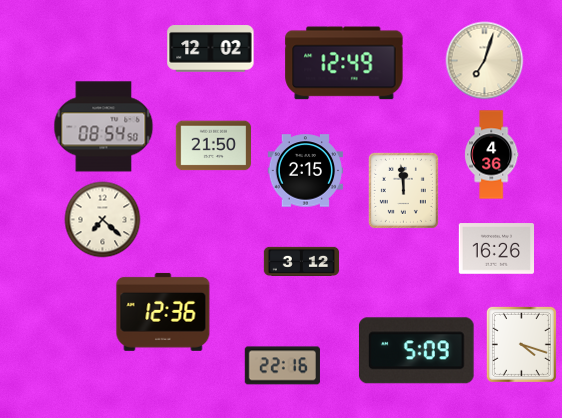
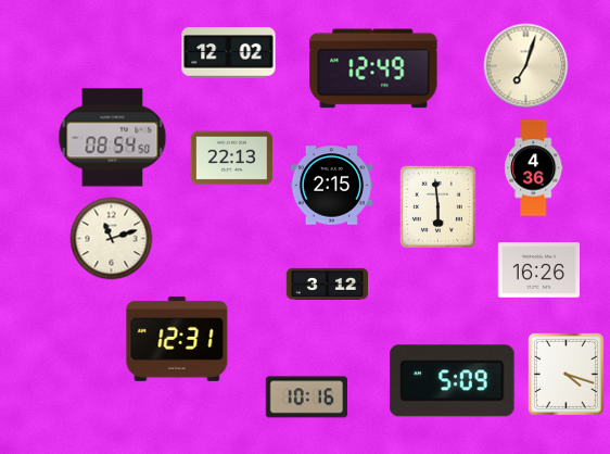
clock at (213, 146): 21:50 -> 22:13
clock at (403, 190): 11:59 -> 5:59
clock at (103, 220): 7:22 -> 11:12
clock at (163, 312): 12:36 -> 12:31
clock at (282, 366): 22:16 -> 10:16
